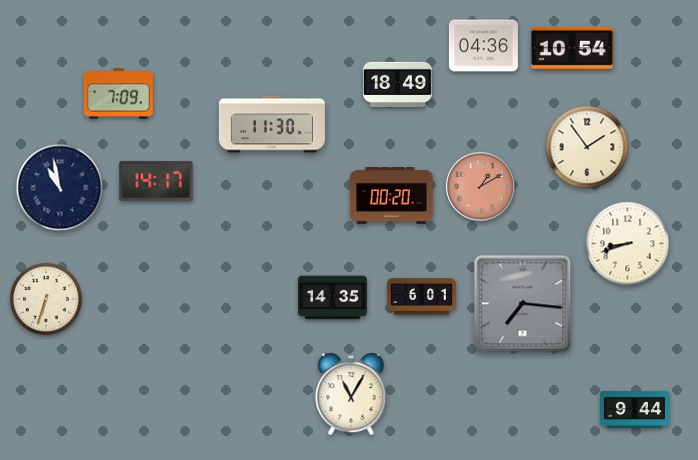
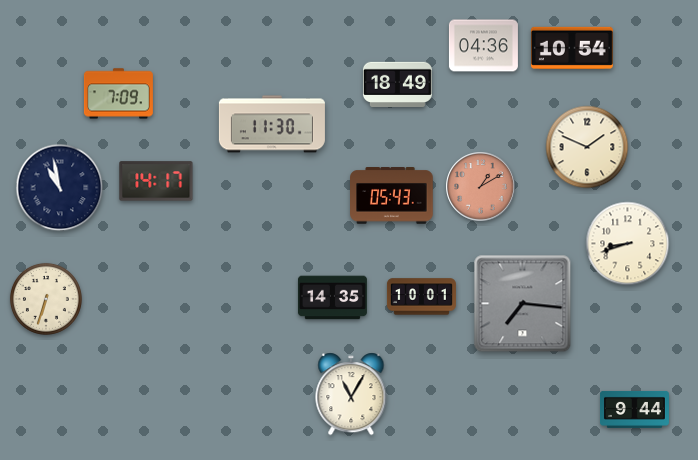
clock at (587, 147): 1:54 -> 1:49
clock at (392, 196): 00:20 -> 05:43
clock at (421, 297): 6:01 -> 10:01
